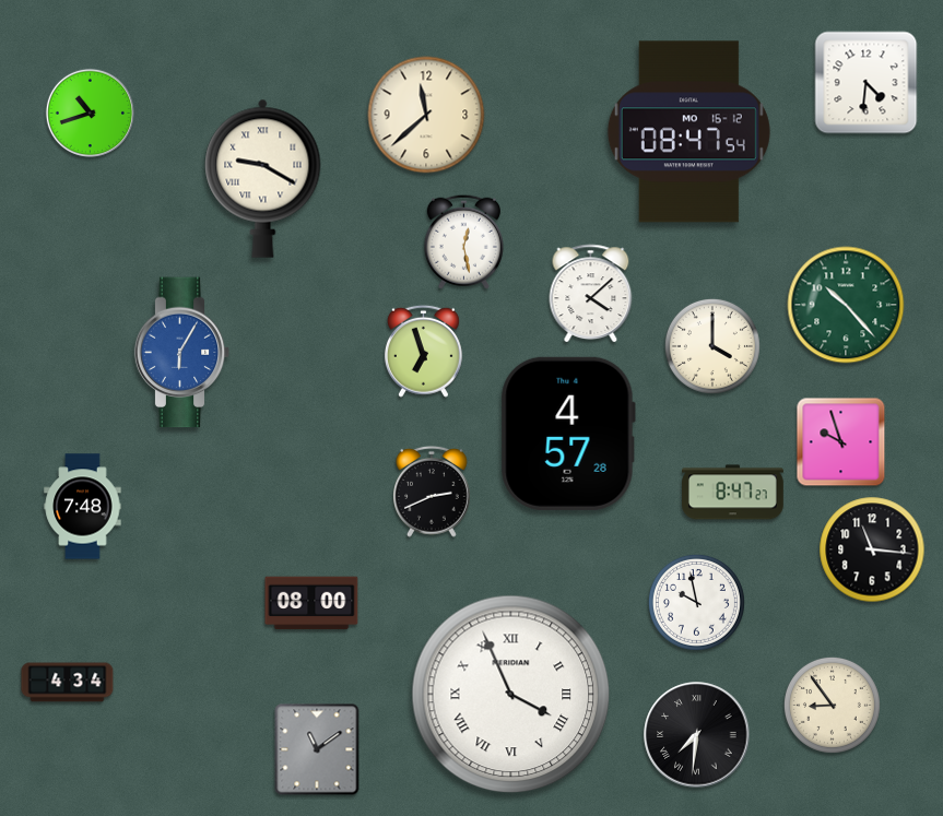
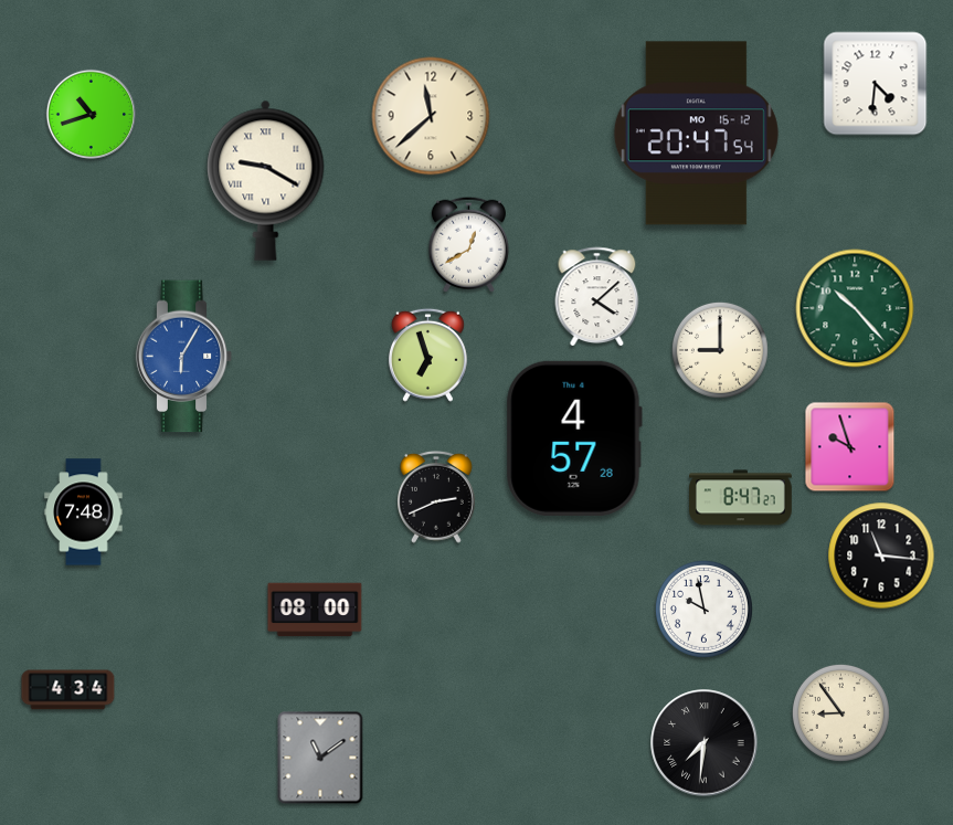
clock at (688, 132): 08:47 -> 20:47
clock at (463, 241): 12:28 -> 12:40
clock at (712, 346): 4:00 -> 9:00
clock at (511, 695): 3:56 -> none
